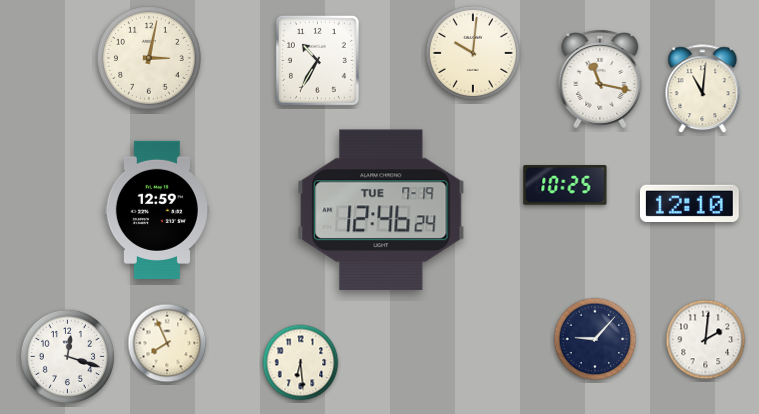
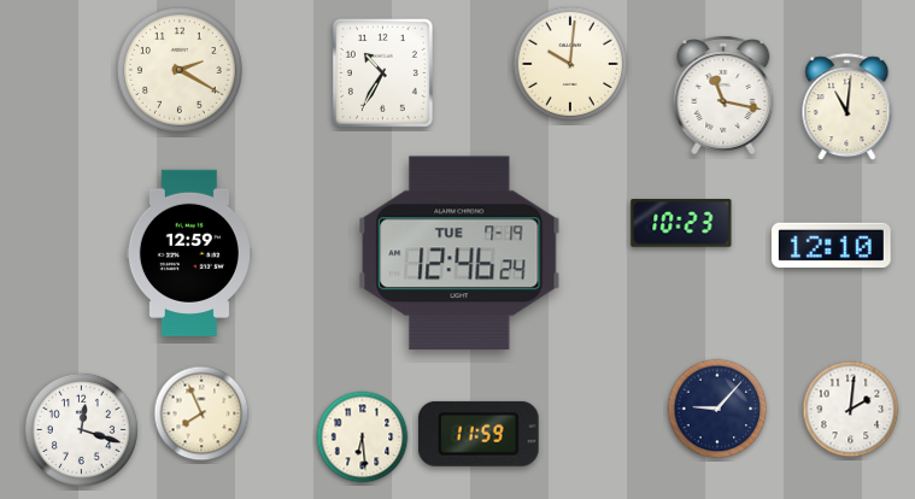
clock at (149, 58): 3:02 -> 2:20
clock at (565, 185): 10:25 -> 10:23
clock at (479, 434): none -> 11:59
